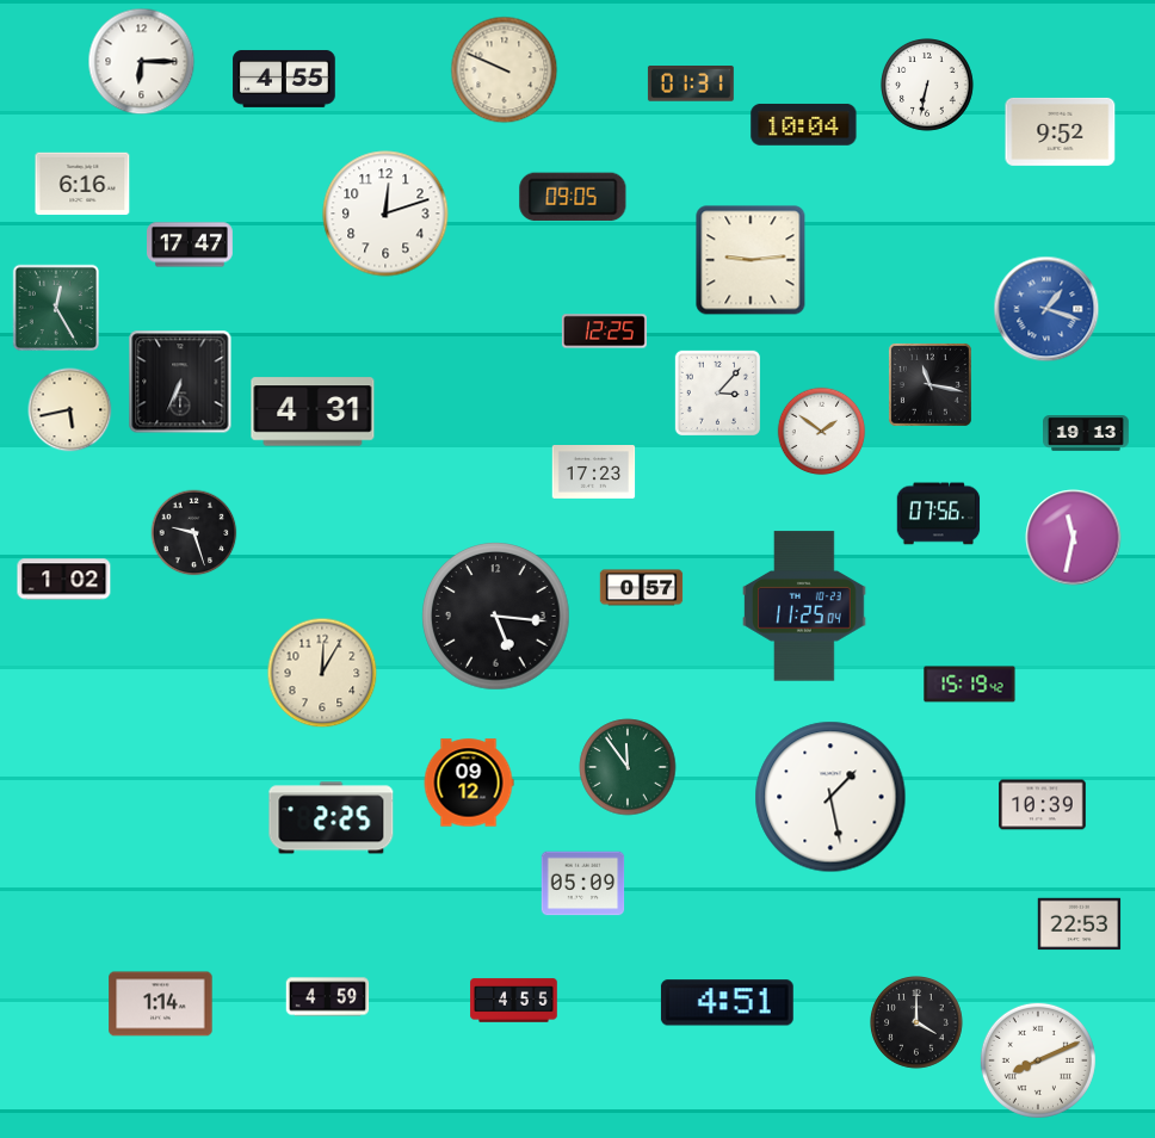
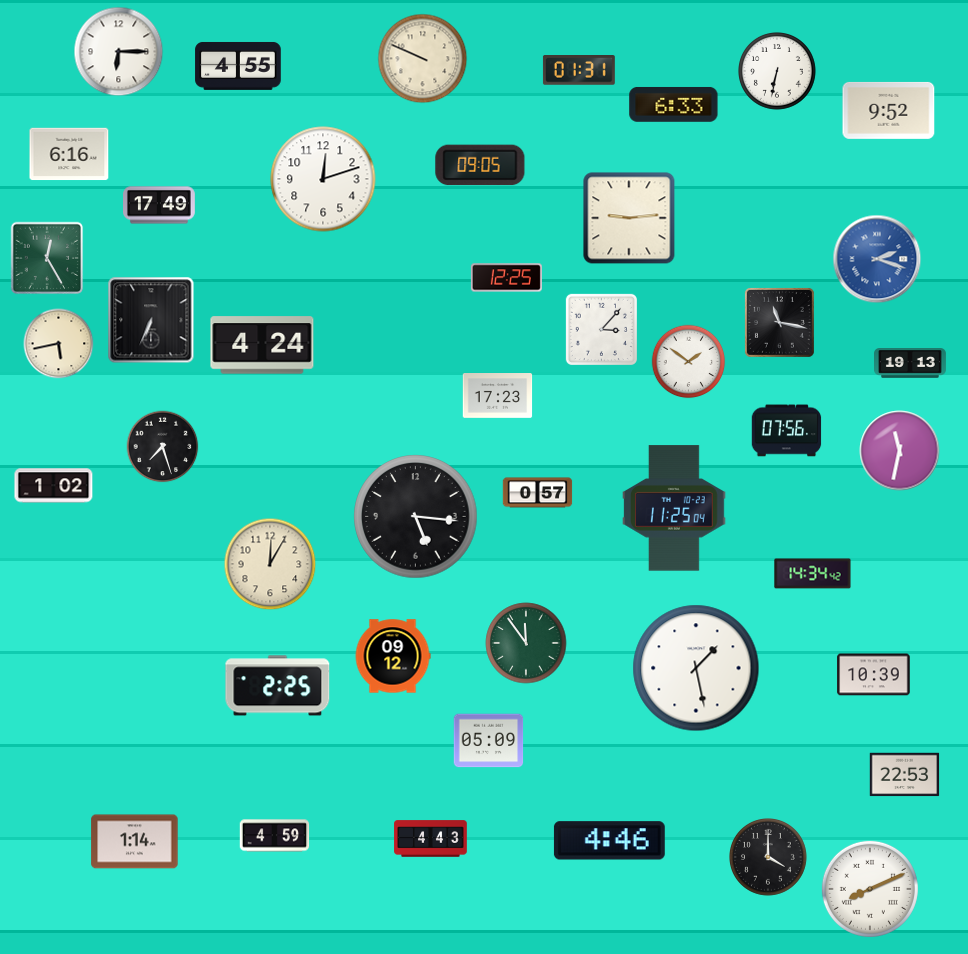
clock at (804, 124): 10:04 -> 6:33
clock at (191, 245): 17:47 -> 17:49
clock at (1046, 309): 1:18 -> 2:18
clock at (313, 412): 4:31 -> 4:24
clock at (194, 533): 9:27 -> 7:27
clock at (970, 685): 15:19 -> 14:34
clock at (514, 1001): 4:55 -> 4:43
clock at (727, 1003): 4:51 -> 4:46
